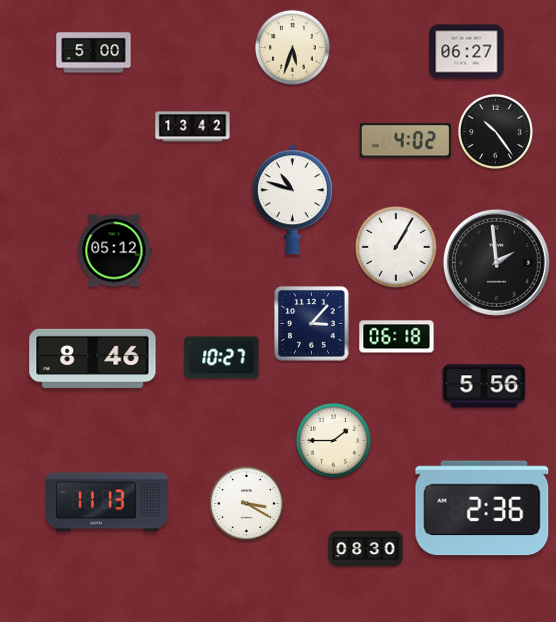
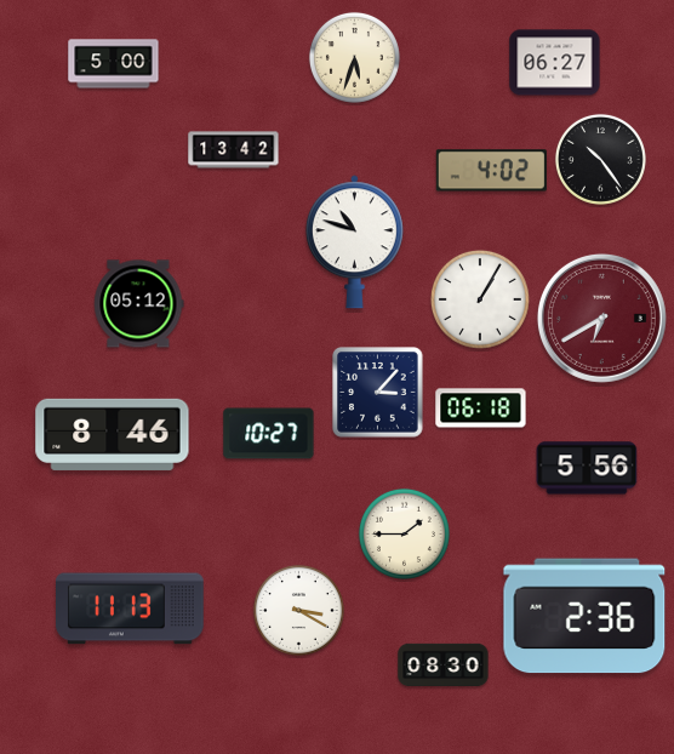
clock at (467, 52) position: (467, 52) -> (555, 63)
clock at (193, 127) position: (193, 127) -> (234, 150)
clock at (496, 262): 1:59 -> 6:40
clock at (496, 262) dial: black -> burgundy
